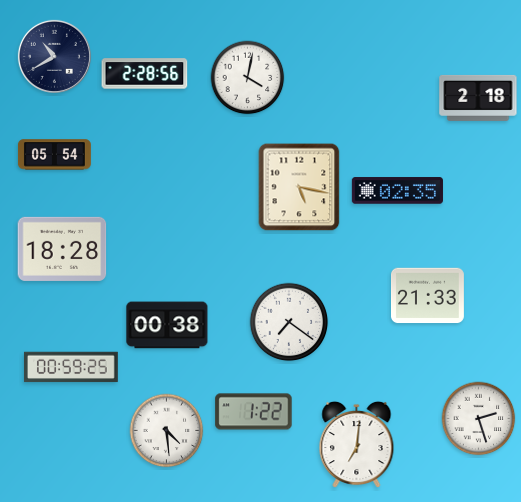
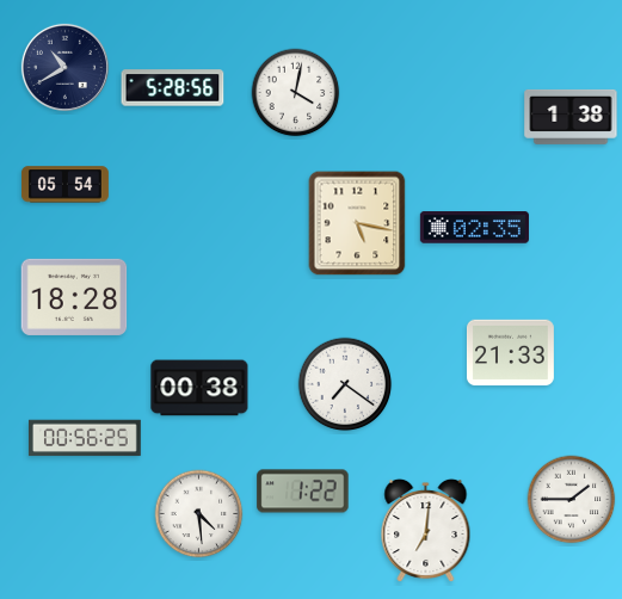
clock at (145, 74): 2:28 -> 5:28
clock at (478, 98): 2:18 -> 1:38
clock at (71, 367): 00:59 -> 00:56
clock at (479, 419): 2:27 -> 1:45
